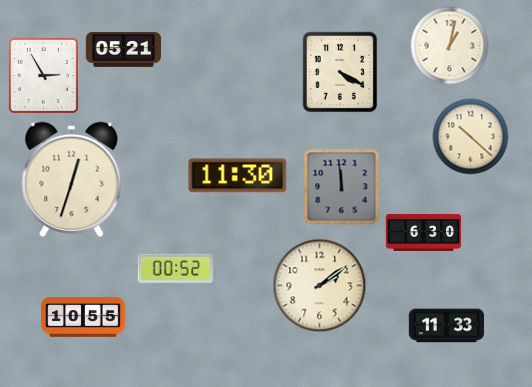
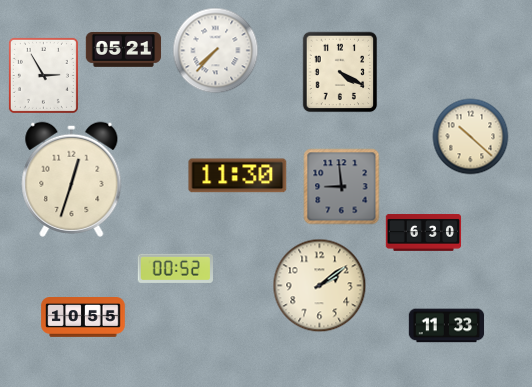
clock at (450, 46): 1:02 -> none
clock at (216, 51): none -> 7:37
clock at (342, 187): 11:59 -> 8:59
